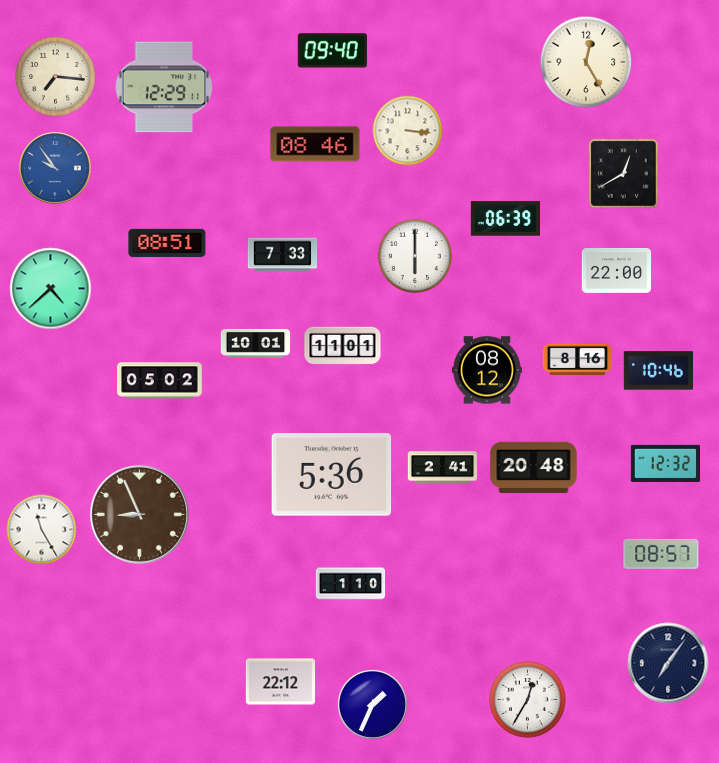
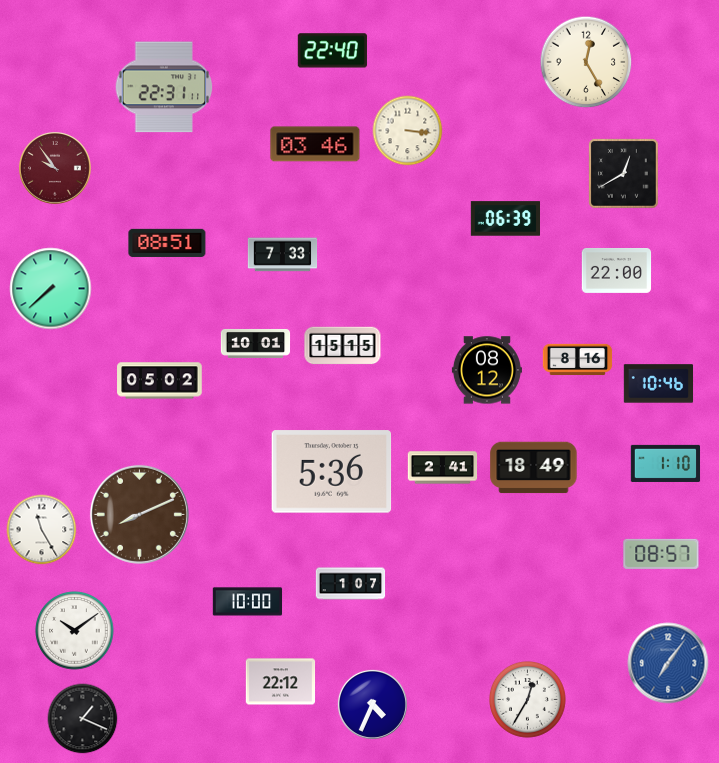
clock at (332, 51): 09:40 -> 22:40
clock at (56, 77): 7:16 -> none
clock at (164, 87): 12:29 -> 22:31
clock at (315, 144): 08:46 -> 03:46
clock at (55, 168) dial: blue -> burgundy
clock at (415, 256): 6:00 -> none
clock at (51, 289): 4:38 -> 7:38
clock at (343, 346): 11:01 -> 15:15
clock at (659, 371) position: (659, 371) -> (659, 384)
clock at (666, 463): 12:32 -> 1:10
clock at (534, 468): 20:48 -> 18:49
clock at (332, 475) position: (332, 475) -> (332, 472)
clock at (139, 514): 8:56 -> 8:11
clock at (351, 584): 1:10 -> 1:07
clock at (248, 602): none -> 10:00
clock at (75, 631): none -> 10:09
clock at (668, 663) dial: navy -> blue
clock at (372, 704): 1:34 -> 4:34
clock at (83, 719): none -> 1:19
